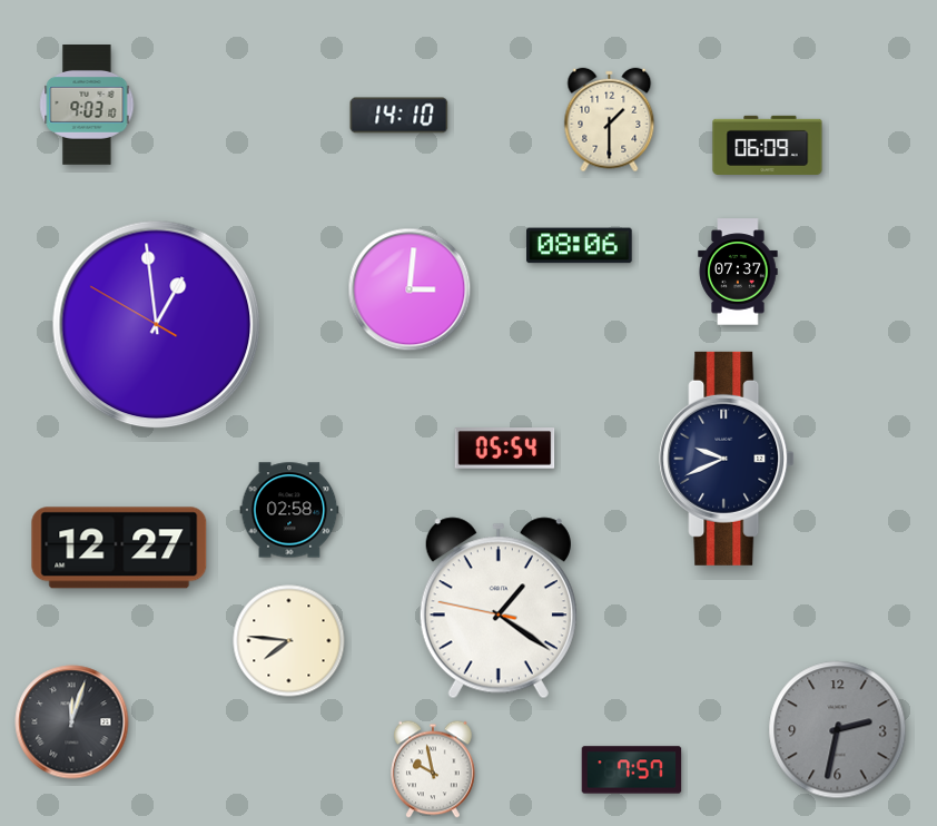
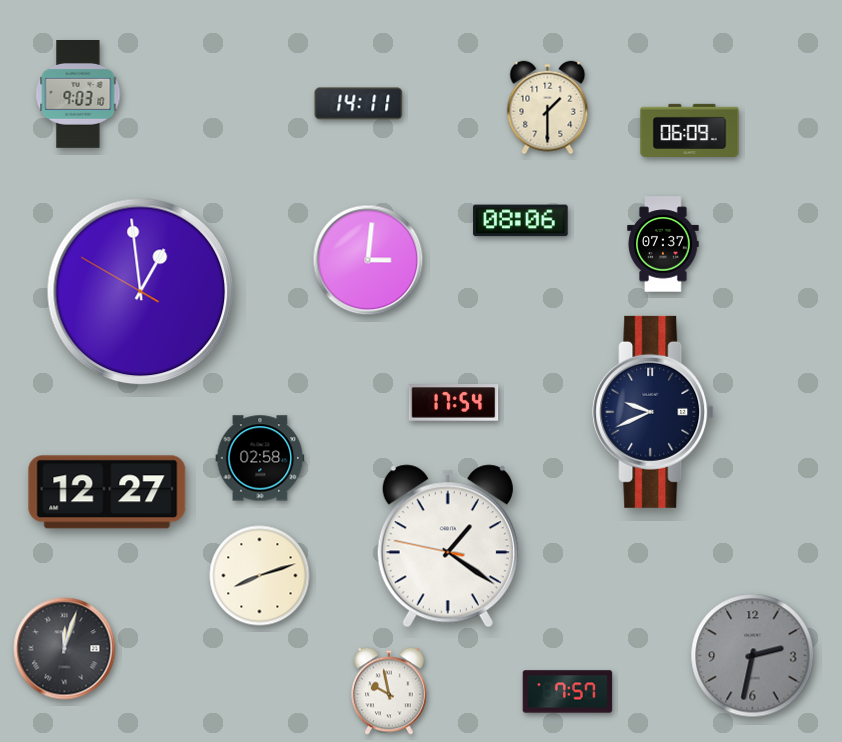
clock at (400, 116): 14:10 -> 14:11
clock at (505, 449): 05:54 -> 17:54
clock at (289, 641): 7:46 -> 8:12
